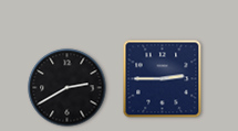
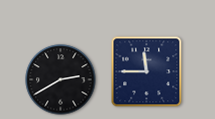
clock at (163, 79): 2:45 -> 11:45
